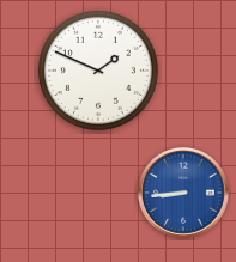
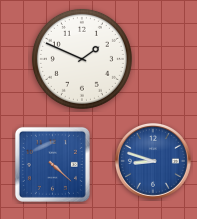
clock at (183, 193): 8:44 -> 8:48
clock at (52, 164): none -> 4:22
